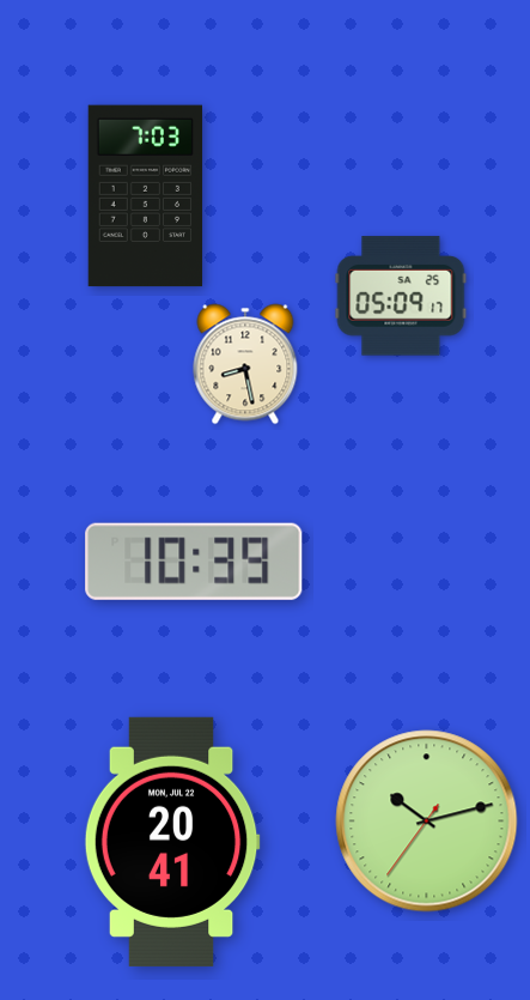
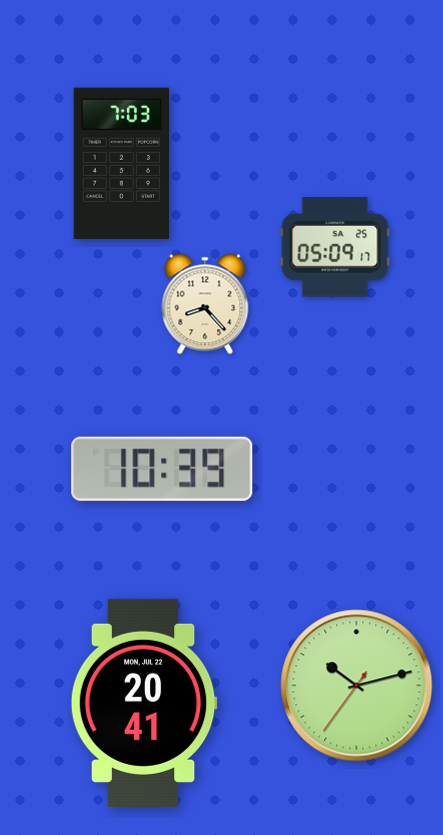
clock at (245, 364): 8:28 -> 8:23
